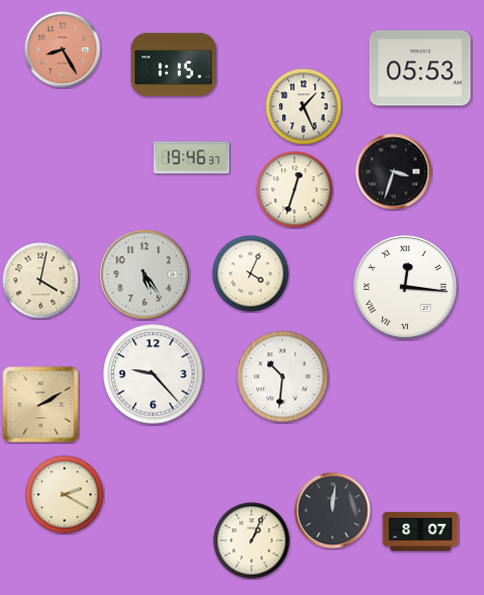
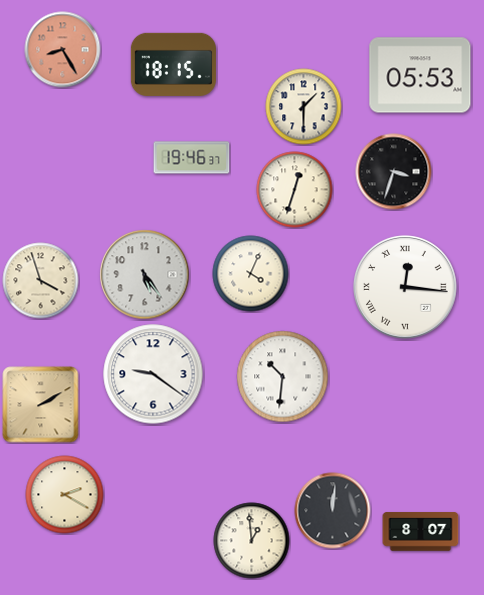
clock at (173, 64): 1:15 -> 18:15
clock at (420, 68) position: (420, 68) -> (420, 75)
clock at (304, 107): 1:26 -> 1:30
clock at (41, 281): 4:02 -> 3:57
clock at (153, 374): 9:23 -> 9:21
clock at (252, 541): 1:04 -> 12:59
